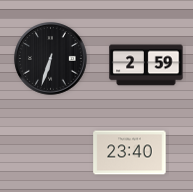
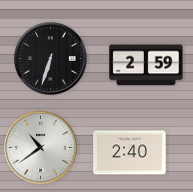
clock at (41, 148): none -> 10:39
clock at (130, 153): 23:40 -> 2:40
